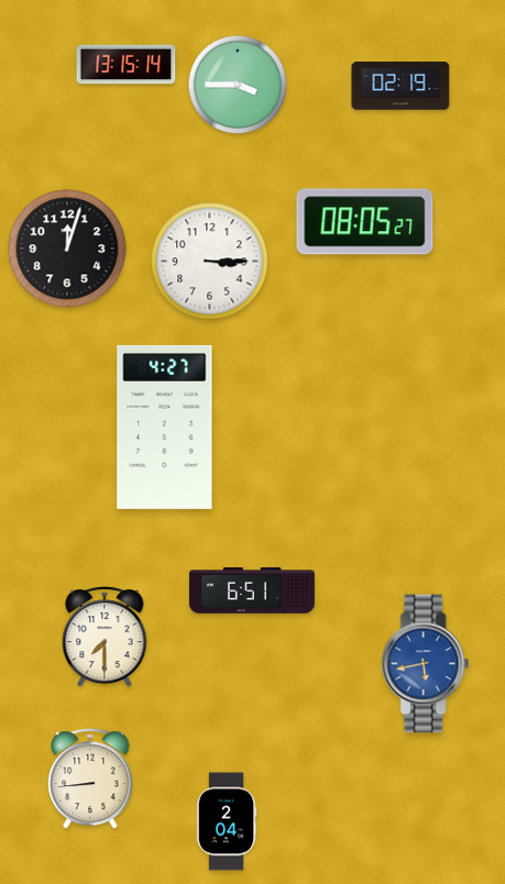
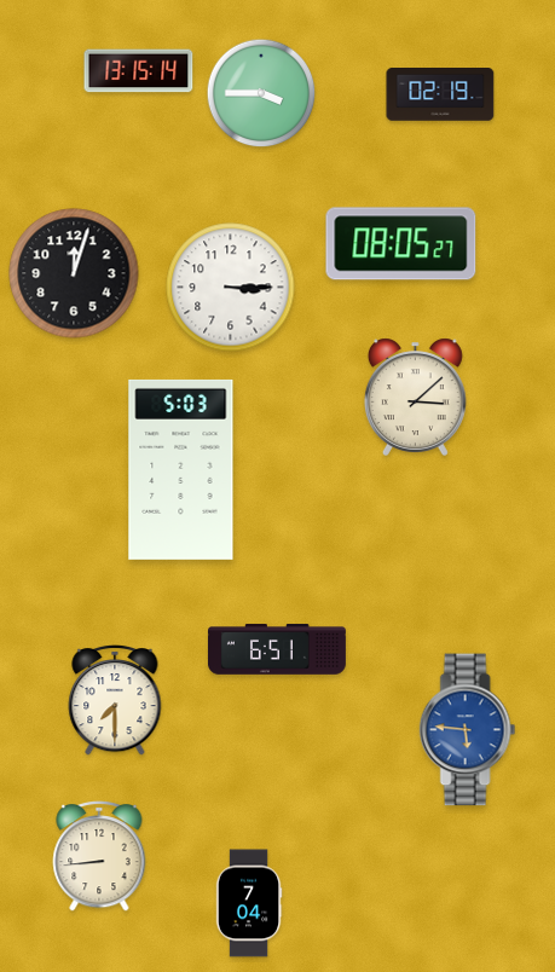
clock at (415, 397): none -> 3:08
clock at (165, 427): 4:27 -> 5:03
clock at (426, 664): 5:43 -> 5:46
clock at (227, 821): 2:04 -> 7:04
